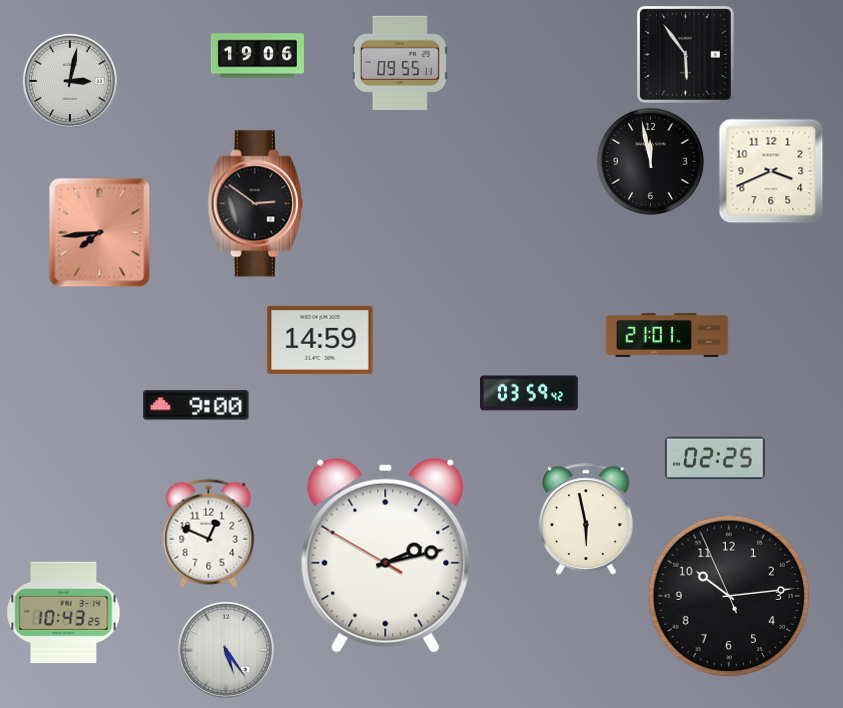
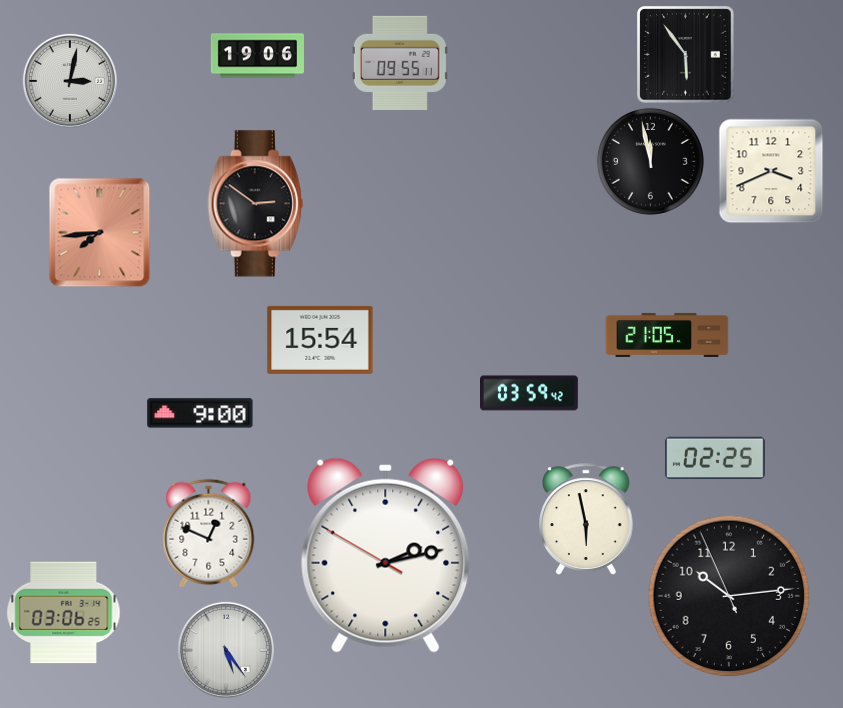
clock at (667, 335): 21:01 -> 21:05
clock at (320, 340): 14:59 -> 15:54
clock at (196, 405) position: (196, 405) -> (200, 413)
clock at (64, 613): 10:43 -> 03:06
